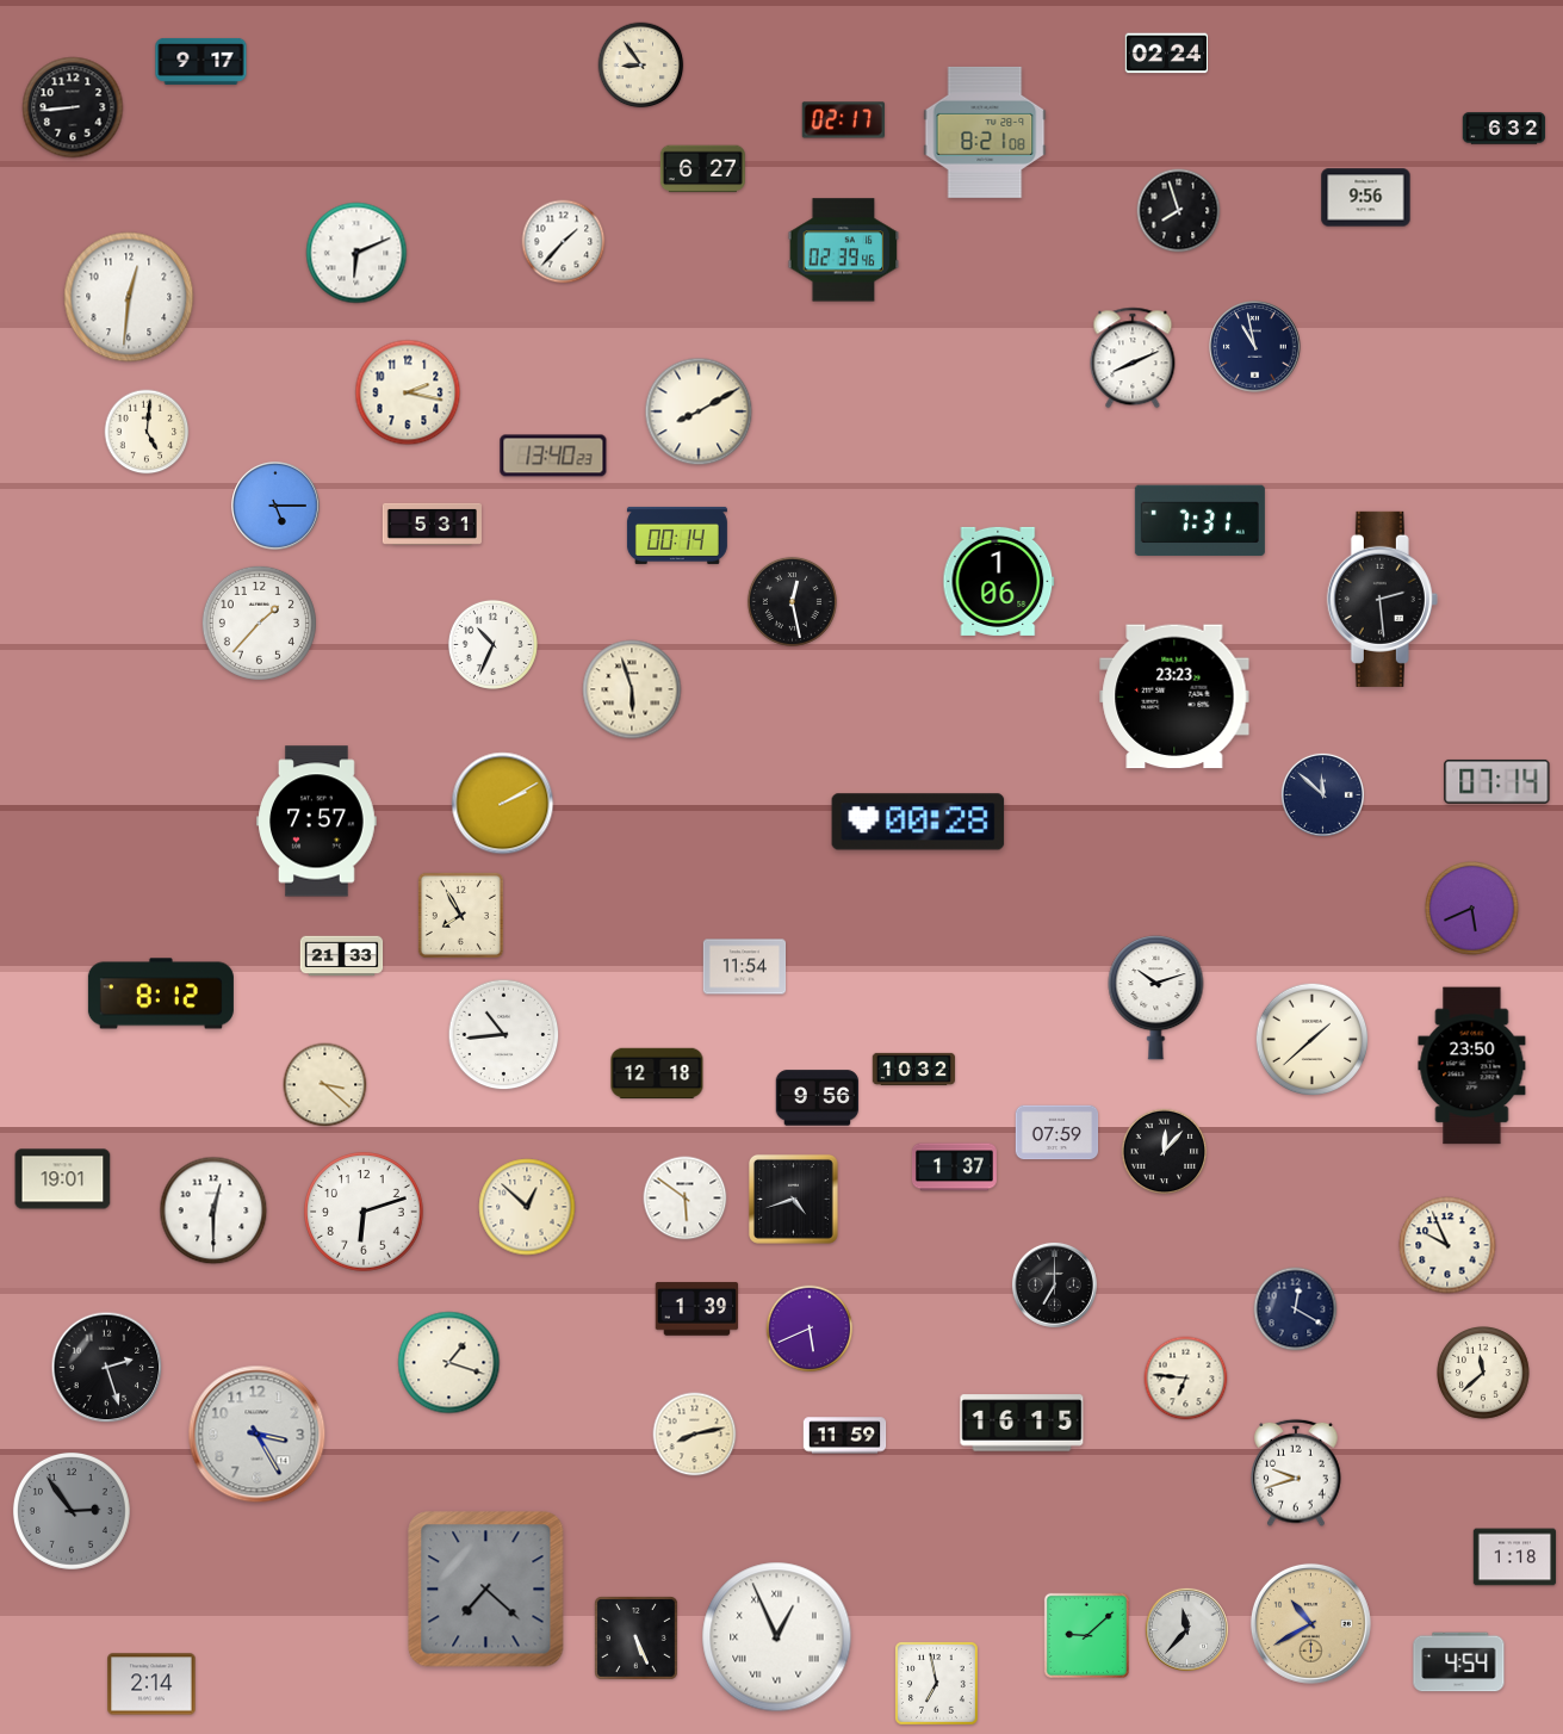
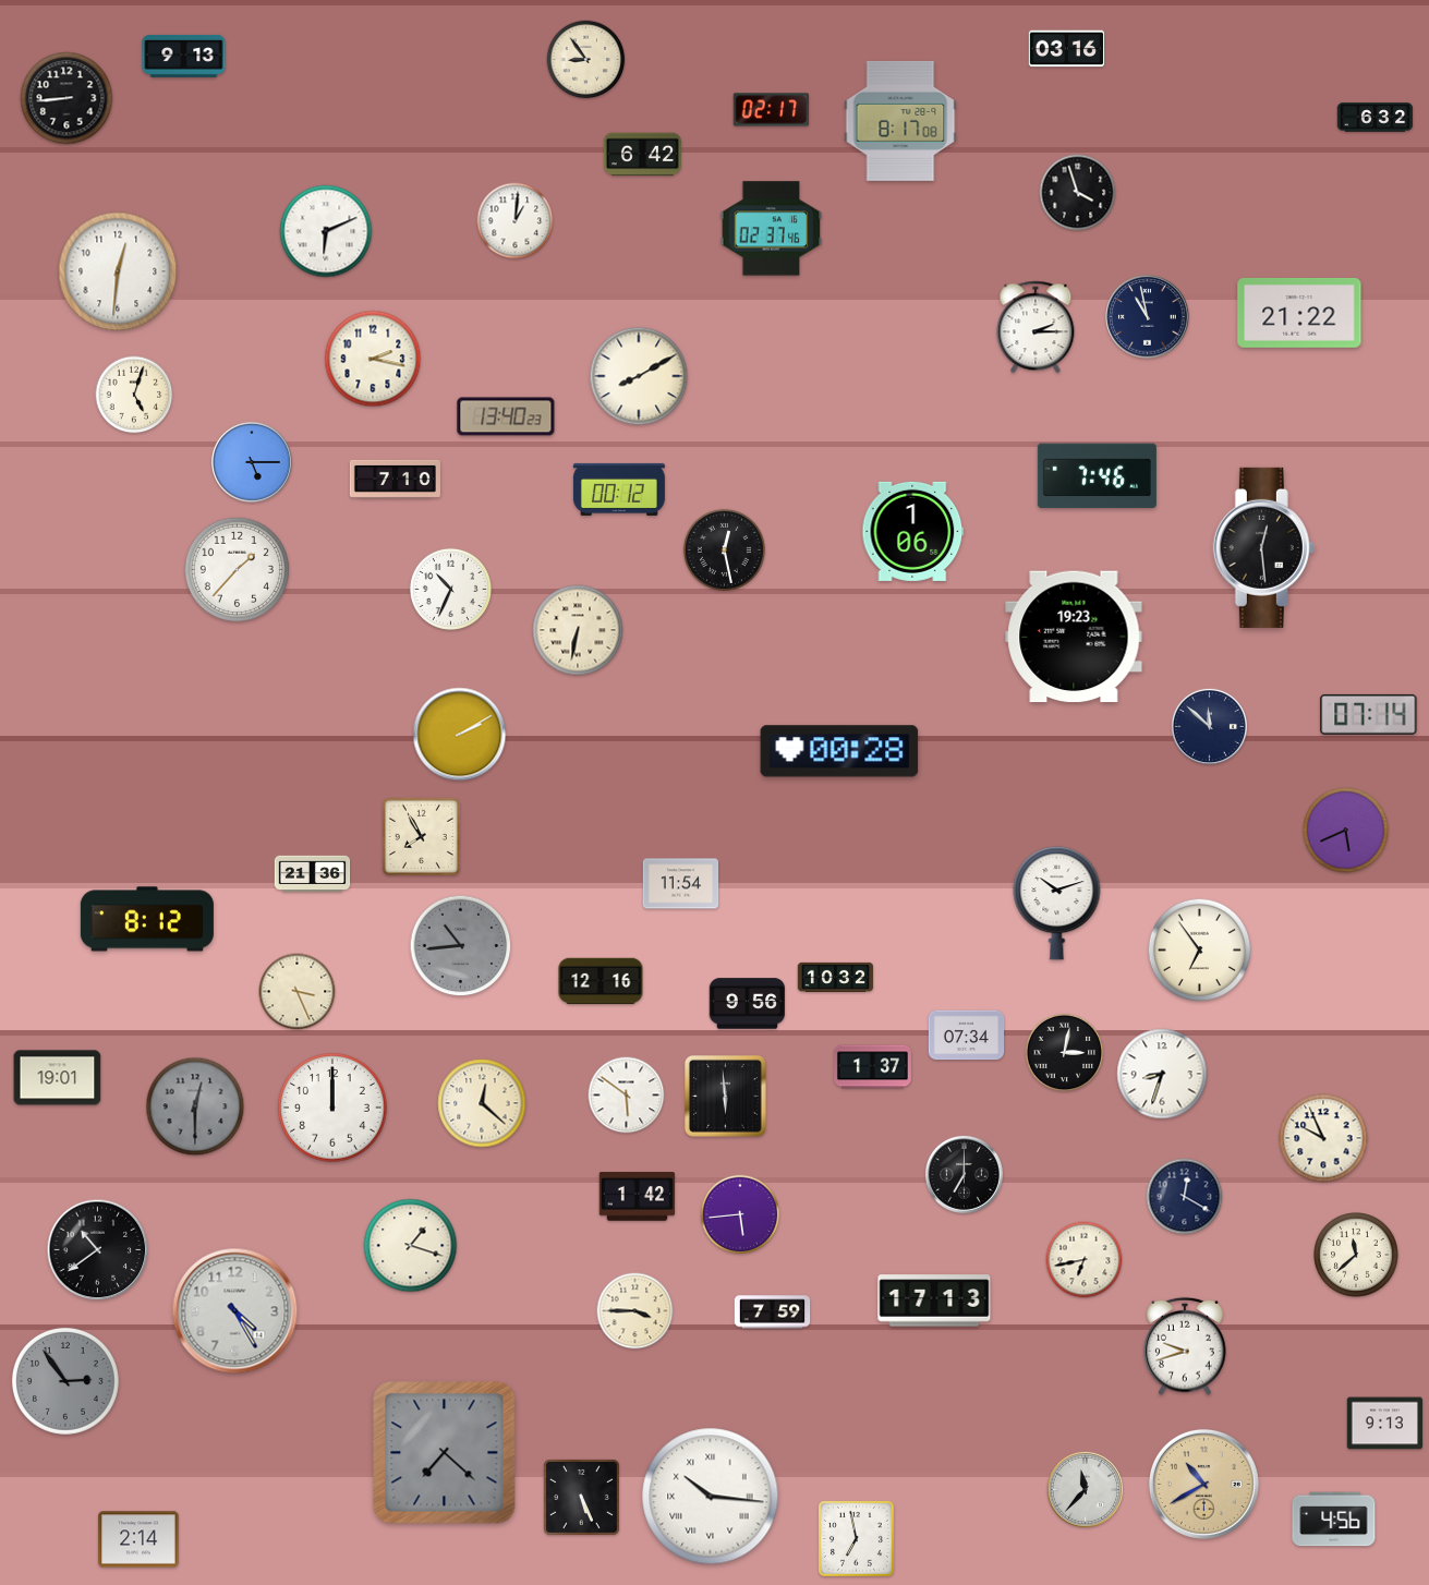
clock at (1167, 54): 02:24 -> 03:16
clock at (201, 61): 9:17 -> 9:13
clock at (985, 132): 8:21 -> 8:17
clock at (702, 169): 6:27 -> 6:42
clock at (1366, 198): 9:56 -> none
clock at (1179, 211): 7:57 -> 3:57
clock at (564, 242): 1:37 -> 1:01
clock at (844, 250): 02:39 -> 02:37
clock at (1299, 313): none -> 21:22
clock at (1133, 358): 8:11 -> 2:15
clock at (147, 432): 5:01 -> 5:03
clock at (1199, 521): 7:31 -> 7:46
clock at (432, 524): 5:31 -> 7:10
clock at (677, 535): 00:14 -> 00:12
clock at (1382, 599): 2:29 -> 12:29
clock at (632, 689): 5:57 -> 6:32
clock at (1174, 696): 23:23 -> 19:23
clock at (317, 822): 7:57 -> none
clock at (342, 956): 21:33 -> 21:36
clock at (161, 993) position: (161, 993) -> (147, 919)
clock at (1156, 998) position: (1156, 998) -> (1057, 904)
clock at (504, 1035) dial: white -> grey
clock at (1313, 1040): 1:38 -> 6:54
clock at (1472, 1066): 23:50 -> none
clock at (657, 1073): 12:18 -> 12:16
clock at (325, 1085): 3:22 -> 3:26
clock at (1057, 1133): 07:59 -> 07:34
clock at (1165, 1152): 12:07 -> 3:02
clock at (1162, 1074): none -> 8:33
clock at (793, 1199): 4:42 -> 5:59
clock at (527, 1207): 12:52 -> 12:22
clock at (213, 1210) dial: white -> grey
clock at (364, 1212): 6:12 -> 12:00
clock at (697, 1309): 1:39 -> 1:42
clock at (810, 1329): 5:41 -> 5:44
clock at (107, 1368): 2:27 -> 10:39
clock at (1186, 1379): 6:46 -> 6:43
clock at (1022, 1423): 16:15 -> 17:13
clock at (258, 1435): 3:25 -> 4:25
clock at (695, 1435): 8:13 -> 3:45
clock at (845, 1436): 11:59 -> 7:59
clock at (1515, 1557): 1:18 -> 9:13
clock at (1310, 1623) position: (1310, 1623) -> (1203, 1484)
clock at (1086, 1635): 9:08 -> none
clock at (777, 1637): 12:56 -> 10:16
clock at (1459, 1662): 4:54 -> 4:56
